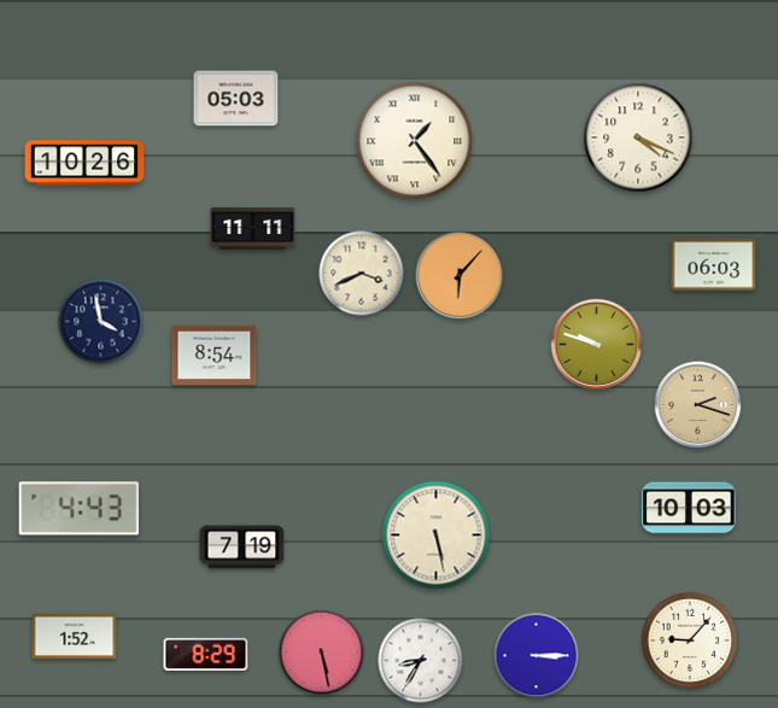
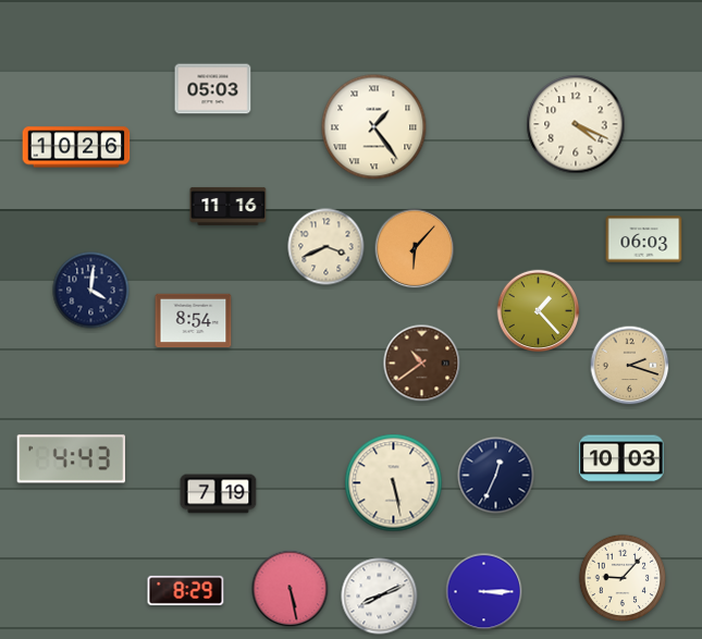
clock at (253, 228): 11:11 -> 11:16
clock at (101, 322): 3:58 -> 4:01
clock at (597, 345): 9:48 -> 1:23
clock at (422, 364): none -> 10:39
clock at (496, 476): none -> 12:34
clock at (75, 637): 1:52 -> none
clock at (421, 661): 8:35 -> 8:11
